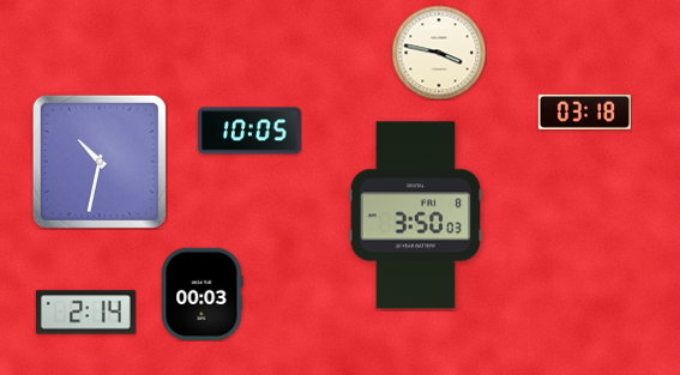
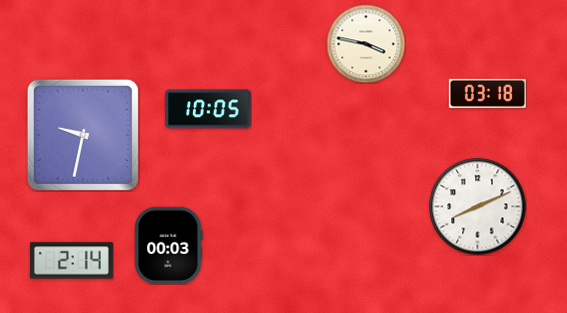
clock at (100, 162): 10:32 -> 9:32
clock at (416, 216): 3:50 -> none
clock at (477, 206): none -> 8:11
